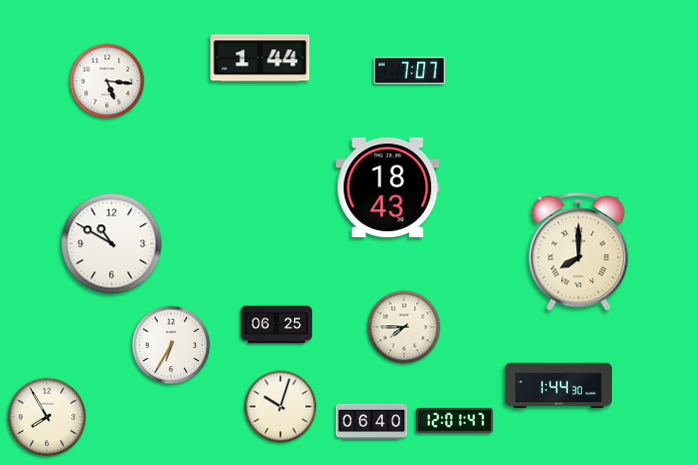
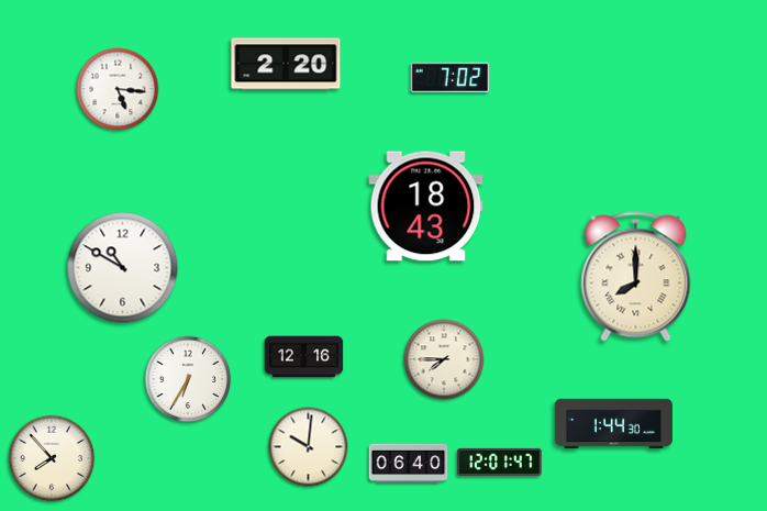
clock at (260, 58): 1:44 -> 2:20
clock at (410, 71): 7:07 -> 7:02
clock at (277, 325): 06:25 -> 12:16
clock at (281, 407): 10:03 -> 10:01
clock at (47, 417): 7:55 -> 7:53
